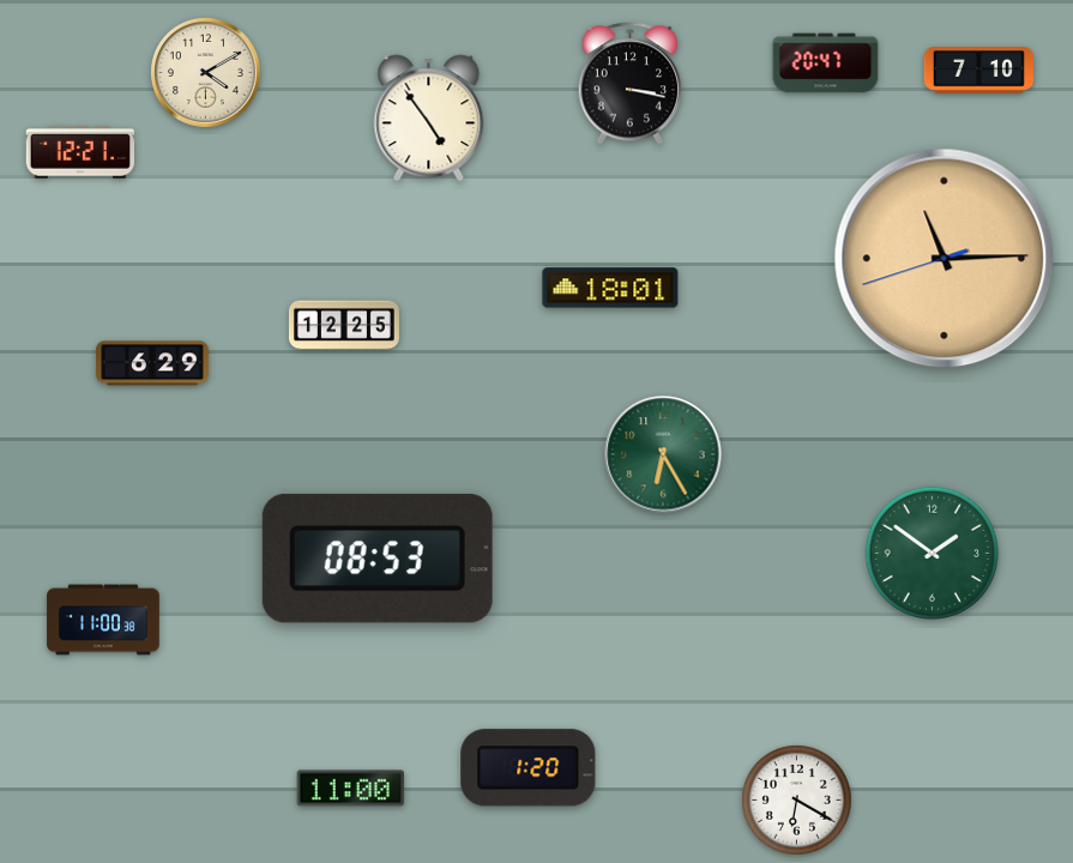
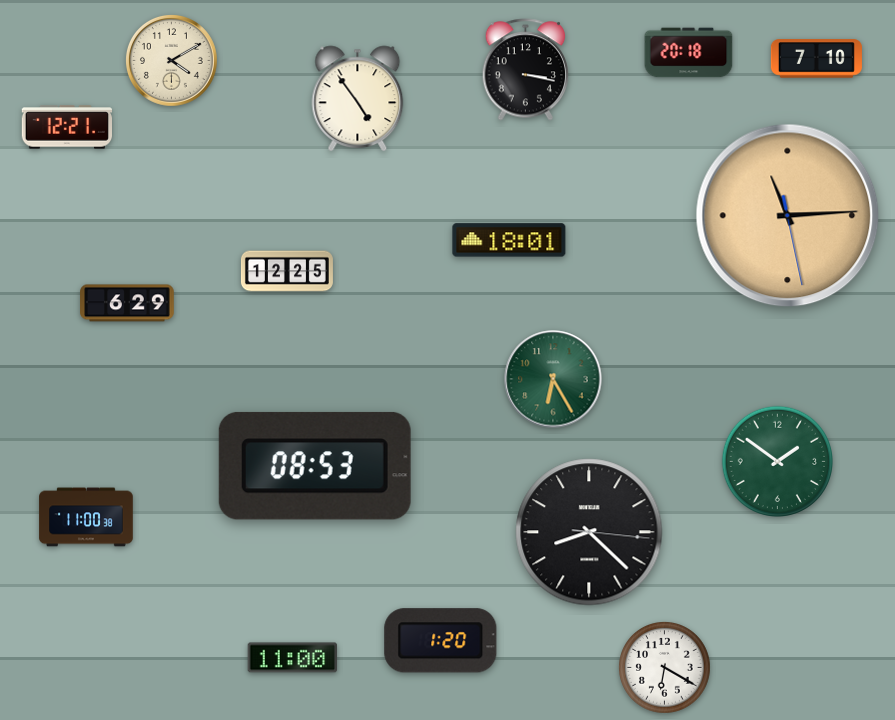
clock at (826, 64): 20:47 -> 20:18
clock at (945, 259): 11:14:42 -> 11:14:28
clock at (589, 532): none -> 8:22
